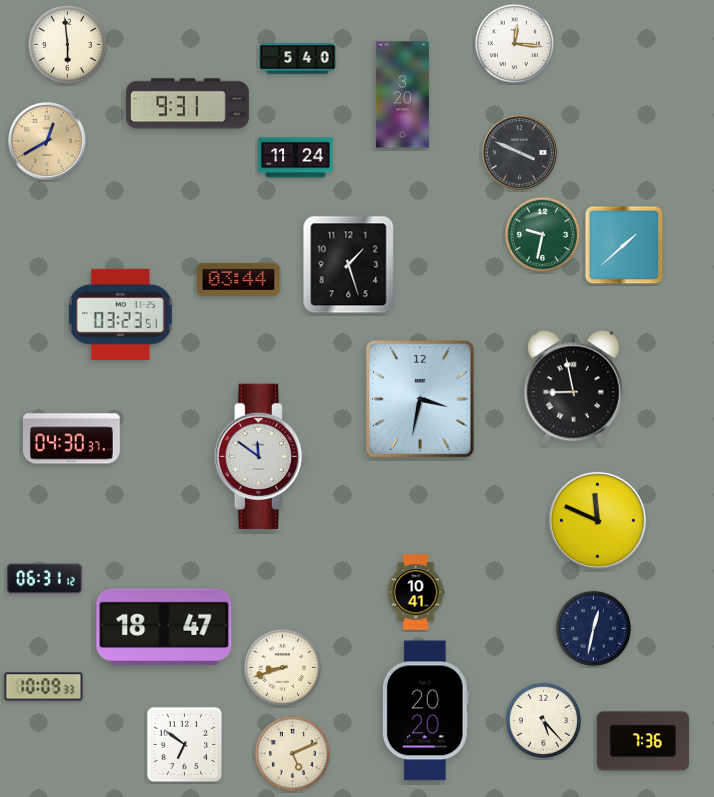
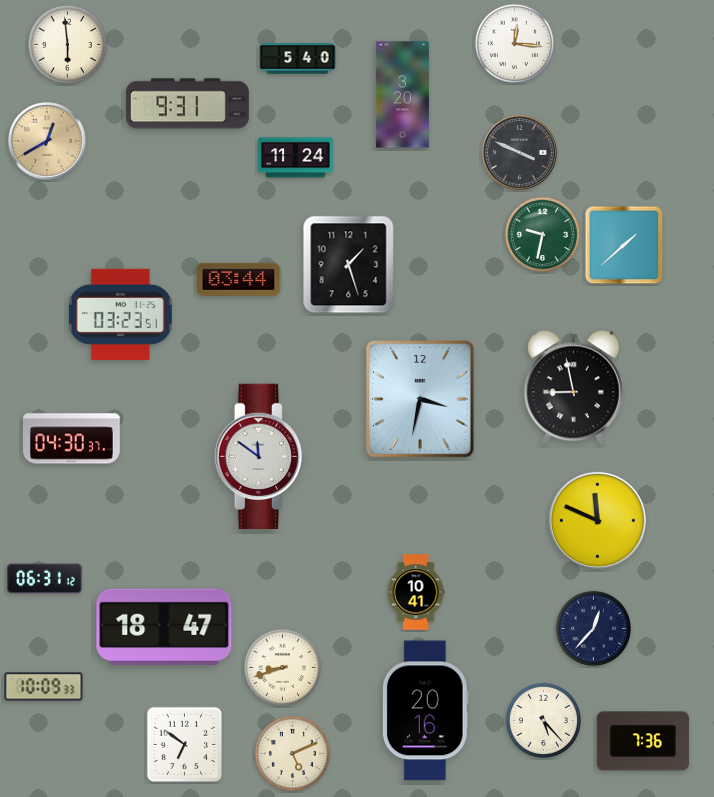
clock at (593, 628): 12:32 -> 12:37
clock at (425, 711): 20:20 -> 20:16
